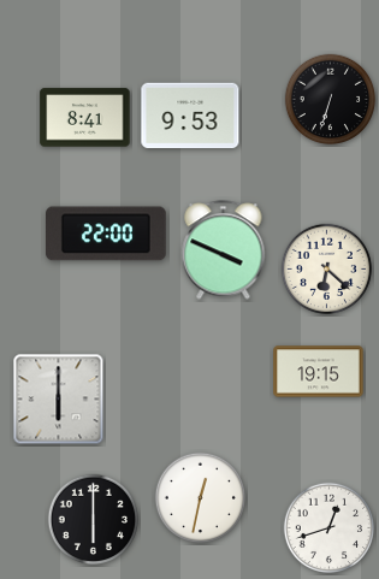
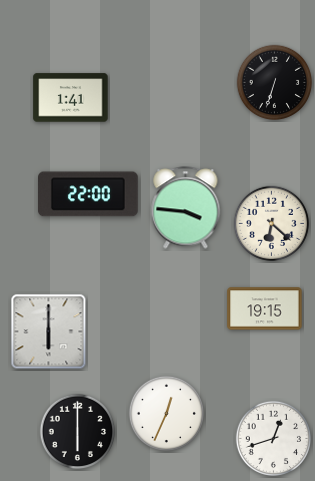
clock at (190, 116): 9:53 -> none
clock at (85, 118): 8:41 -> 1:41
clock at (224, 250): 3:49 -> 3:46
clock at (201, 498): 12:32 -> 12:34
